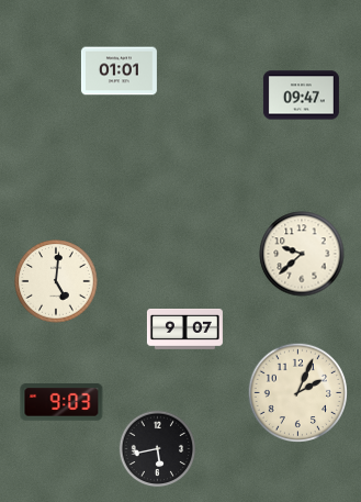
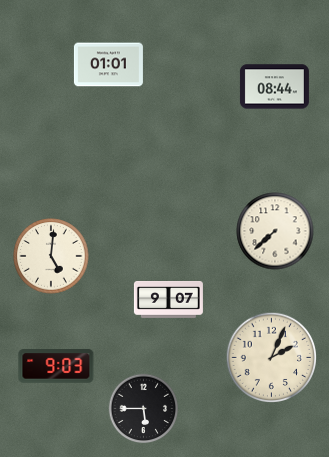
clock at (301, 96): 09:47 -> 08:44
clock at (302, 254): 9:38 -> 7:38
clock at (158, 449): 5:43 -> 5:45
